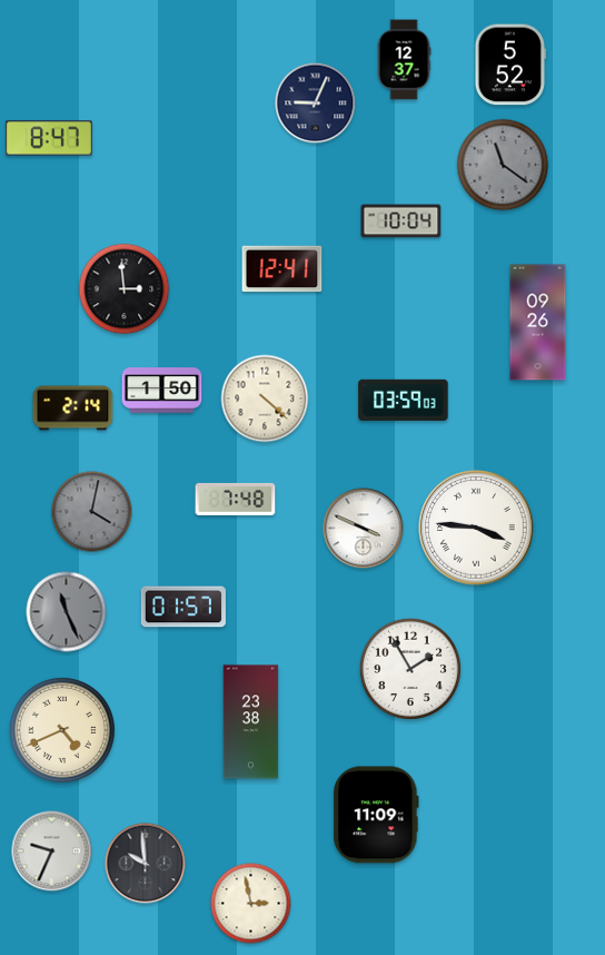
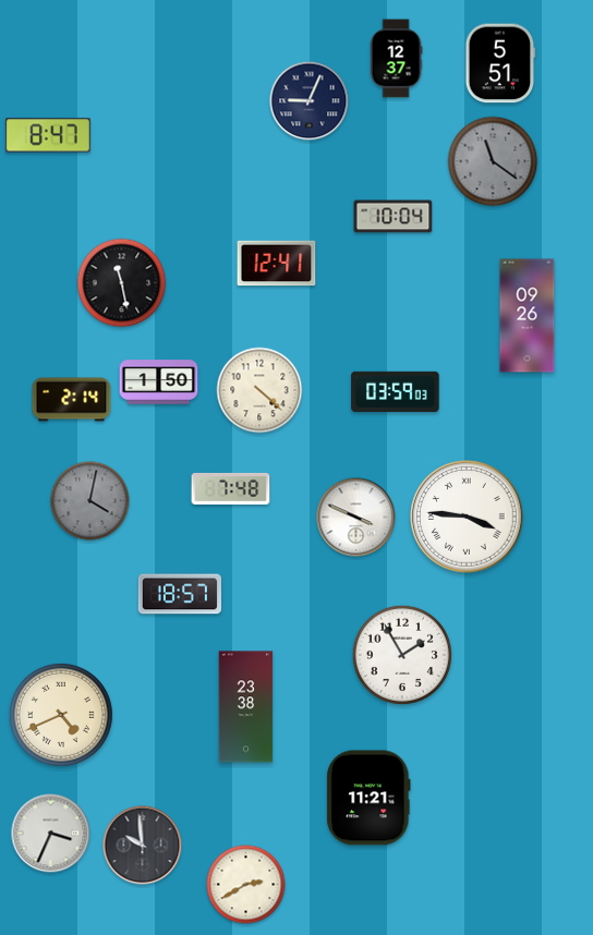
clock at (510, 65): 5:52 -> 5:51
clock at (125, 289): 2:59 -> 11:28
clock at (184, 607): 01:57 -> 18:57
clock at (67, 612): 11:26 -> none
clock at (376, 815): 11:09 -> 11:21
clock at (52, 851): 9:34 -> 3:34
clock at (251, 904): 2:58 -> 2:40
